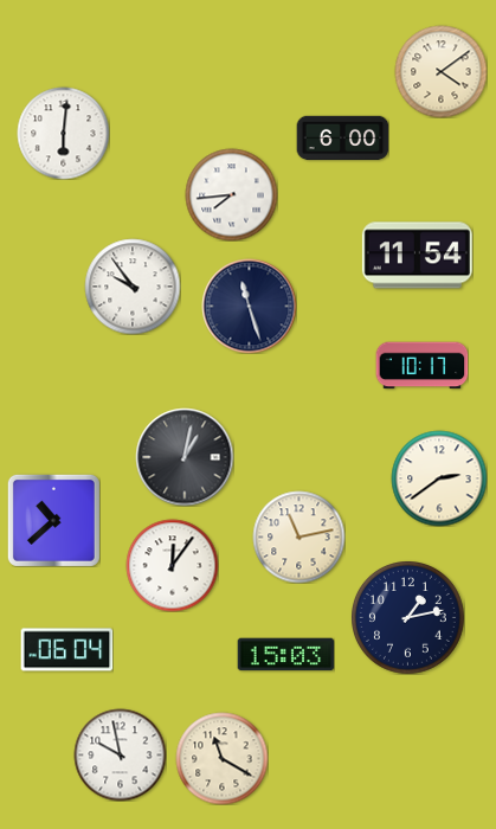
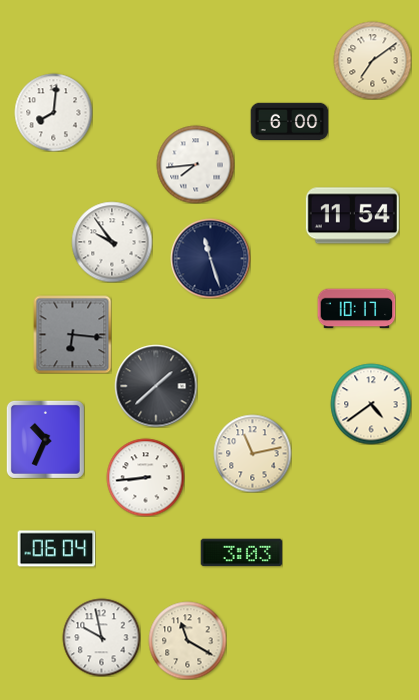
clock at (440, 71): 4:09 -> 7:09
clock at (63, 133): 6:01 -> 8:01
clock at (342, 139) position: (342, 139) -> (289, 122)
clock at (72, 334): none -> 6:16
clock at (185, 457): 1:02 -> 1:38
clock at (439, 478): 2:39 -> 4:39
clock at (53, 520): 10:38 -> 10:34
clock at (172, 565): 12:06 -> 8:44
clock at (408, 618): 1:13 -> none
clock at (285, 655): 15:03 -> 3:03
